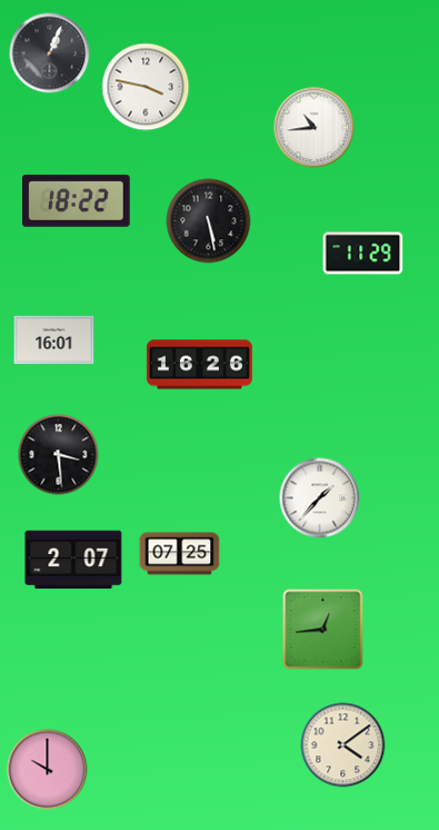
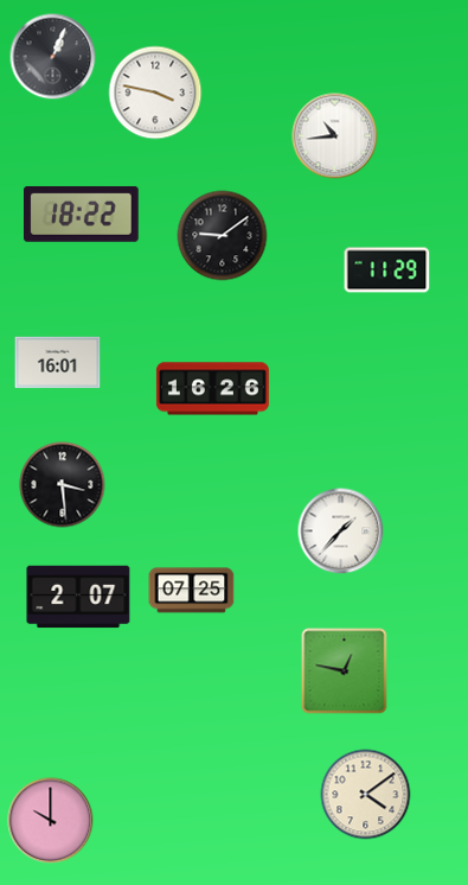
clock at (209, 221): 5:28 -> 9:09
clock at (323, 630): 12:44 -> 12:47
